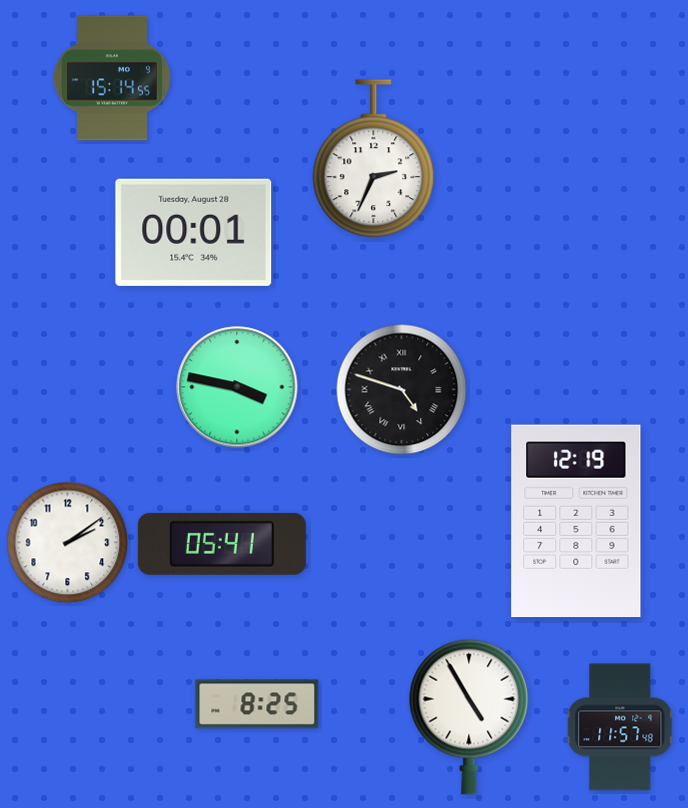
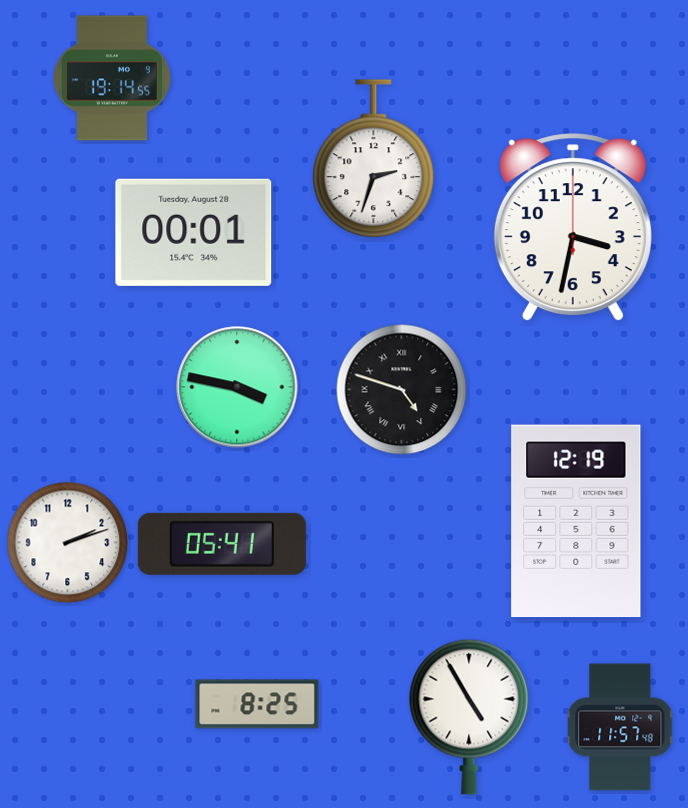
clock at (112, 78): 15:14 -> 19:14
clock at (374, 159): 2:34 -> 2:33
clock at (573, 228): none -> 3:32
clock at (68, 543): 2:09 -> 2:12
